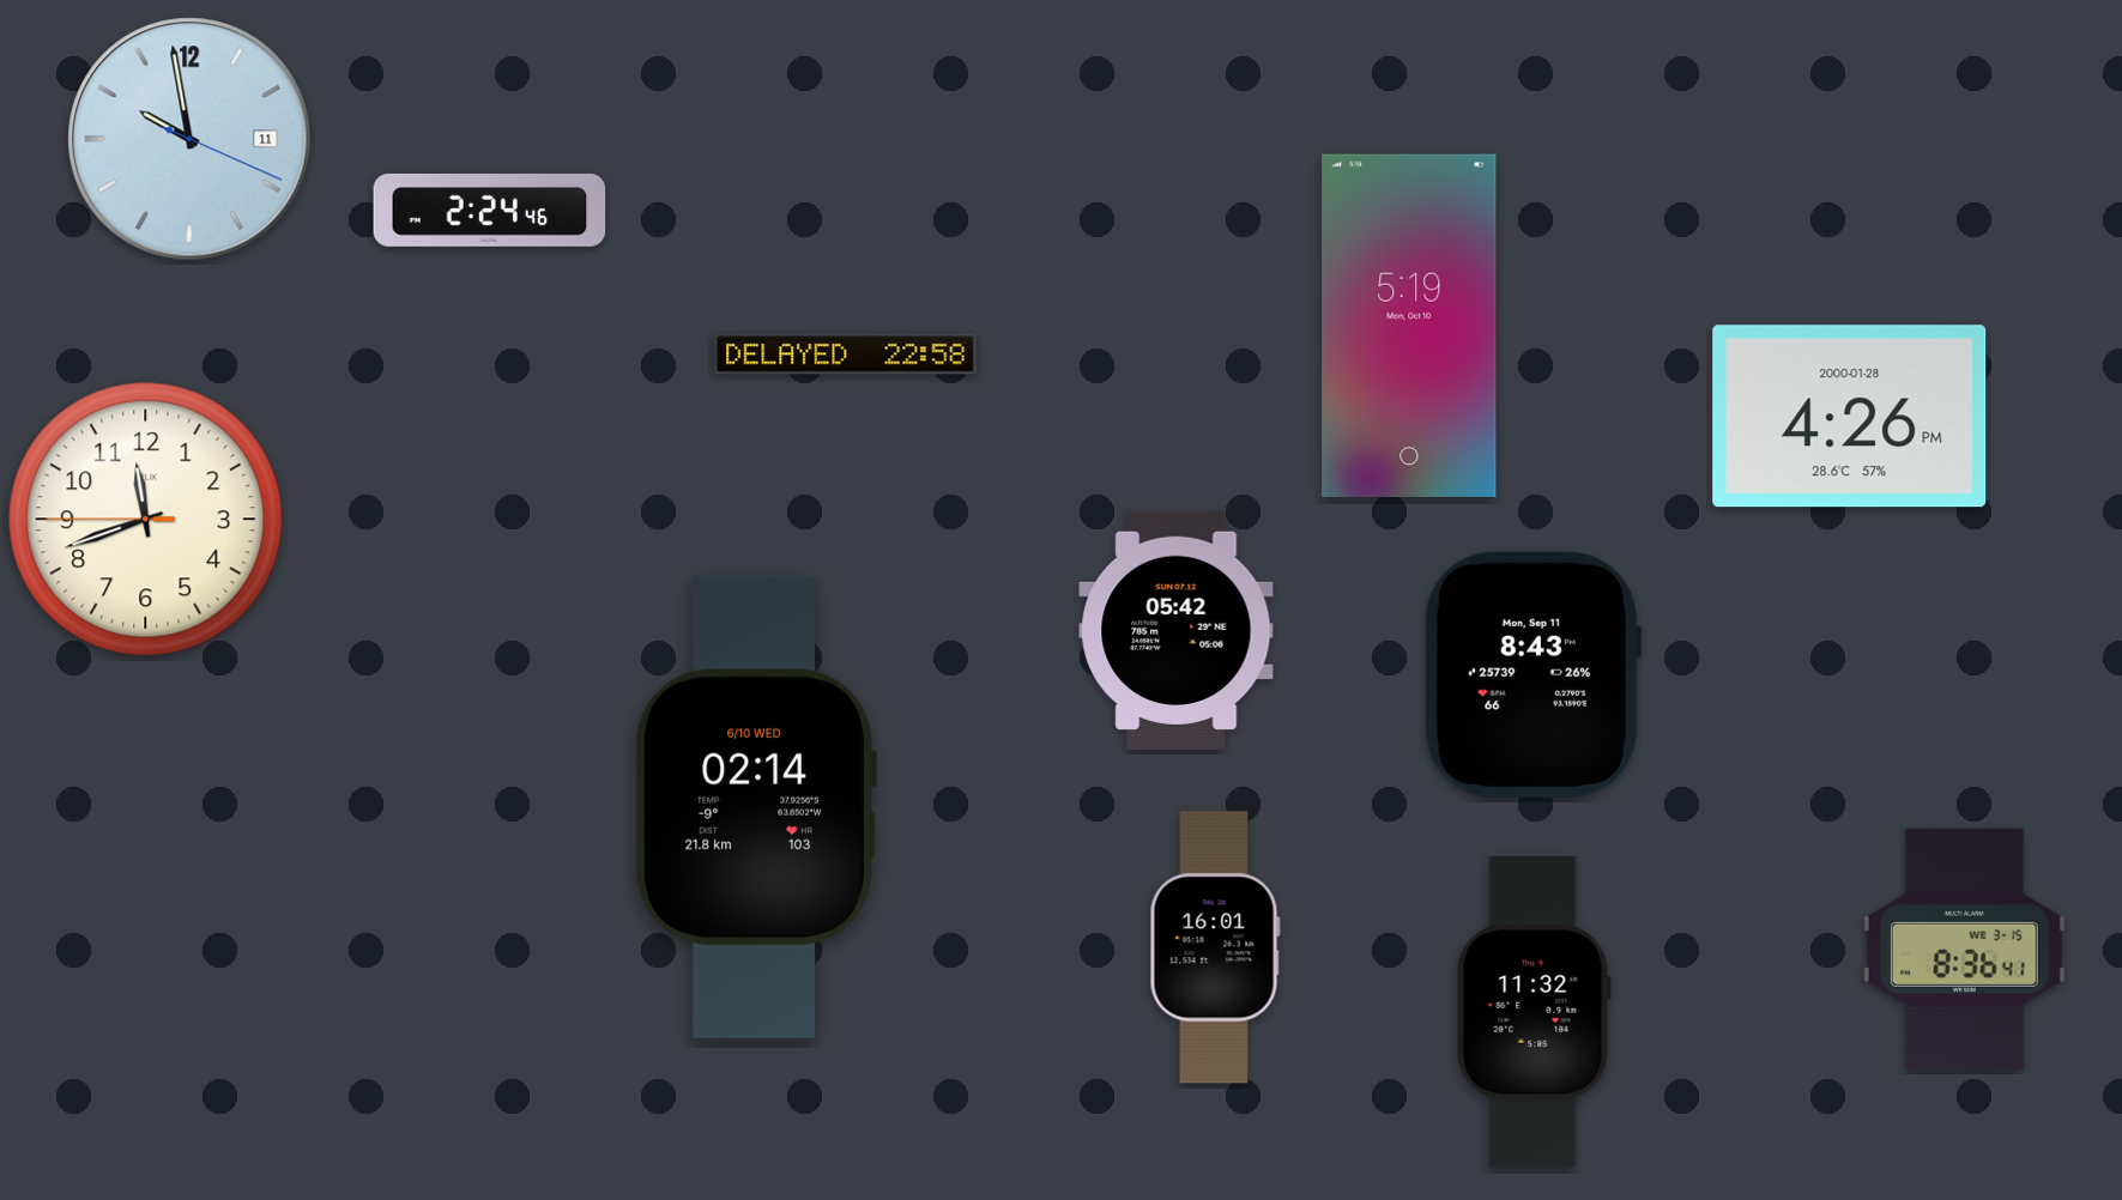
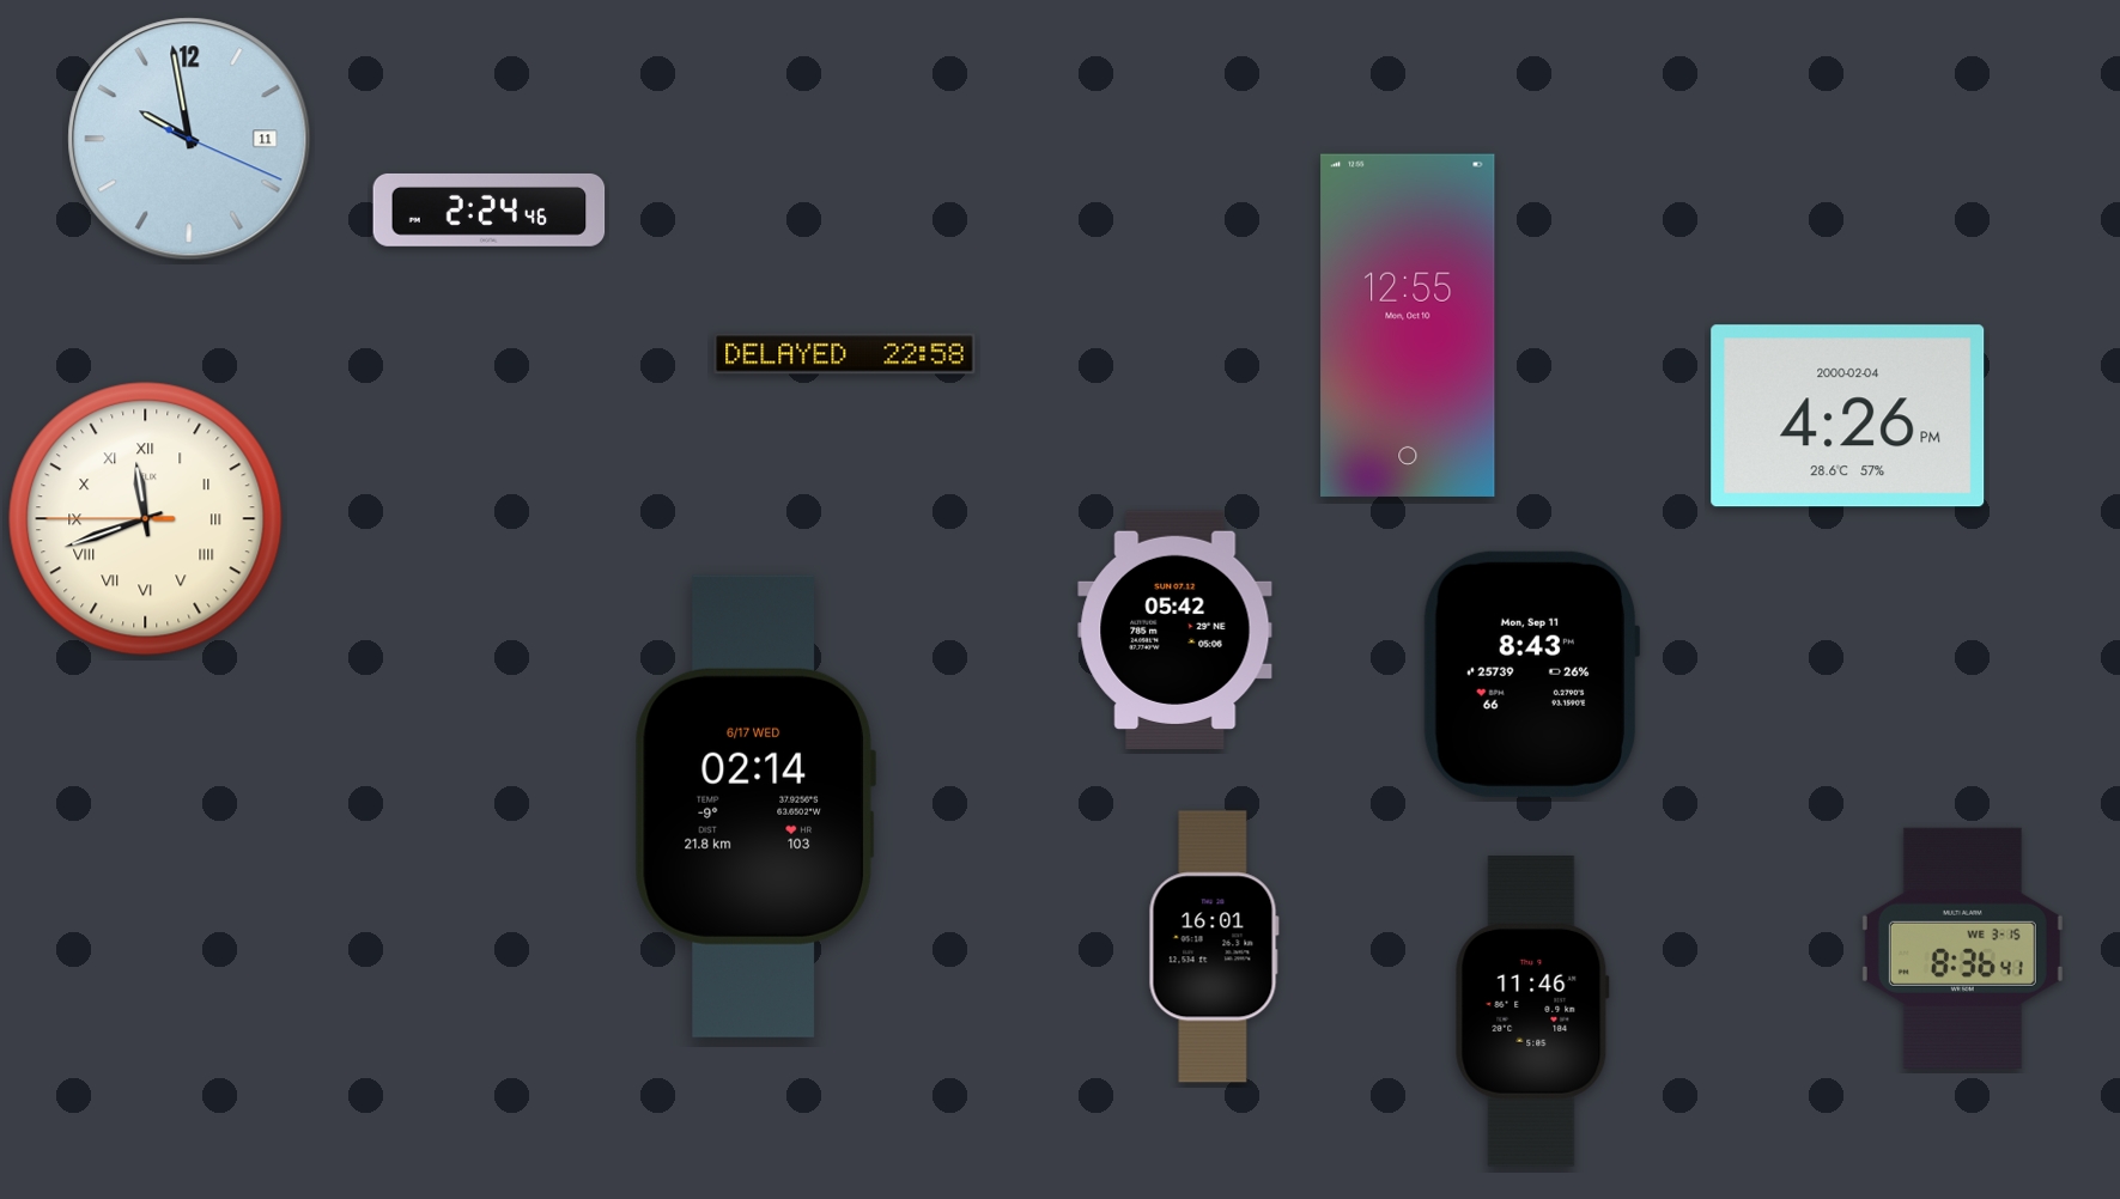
clock at (1409, 326): 5:19 -> 12:55
clock at (1850, 417) date: 2000-01-28 -> 2000-02-04
clock at (146, 520) numerals: Arabic -> Roman
clock at (756, 807) date: 6/10 WED -> 6/17 WED
clock at (1534, 1013): 11:32 -> 11:46
